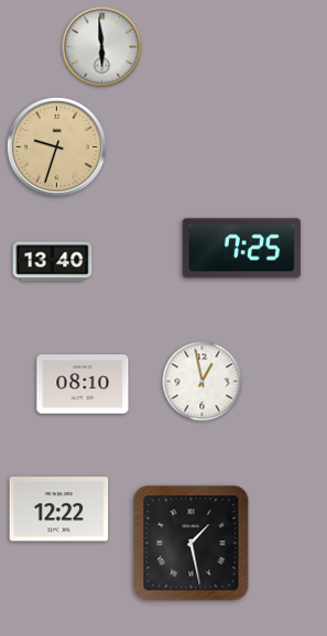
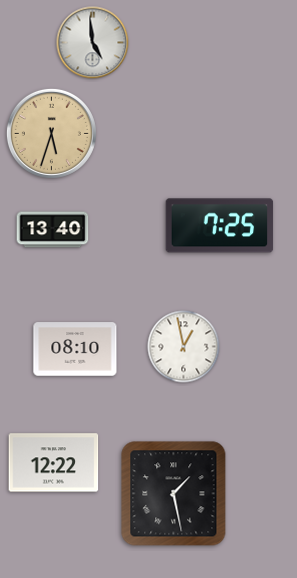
clock at (102, 47): 5:59 -> 4:59
clock at (56, 146): 9:33 -> 5:33
clock at (53, 262) position: (53, 262) -> (53, 230)
